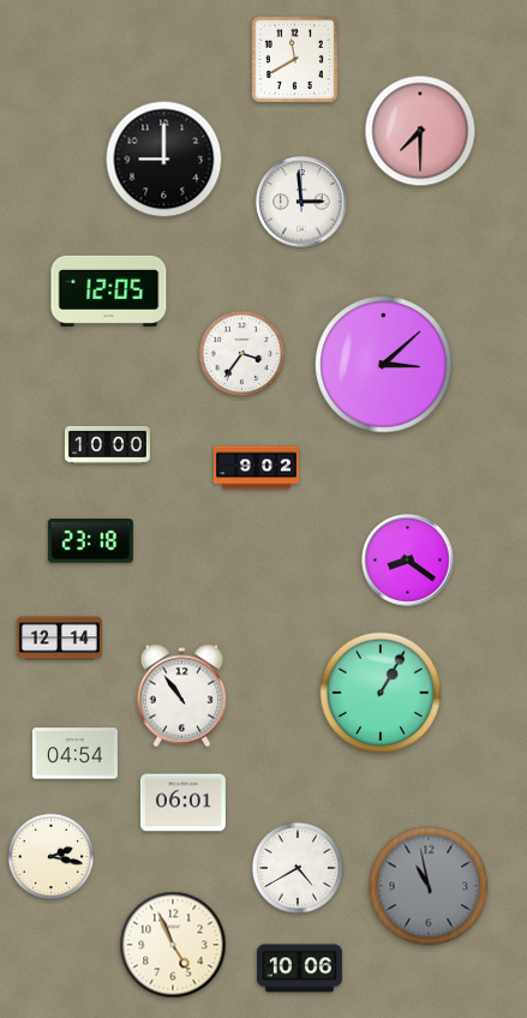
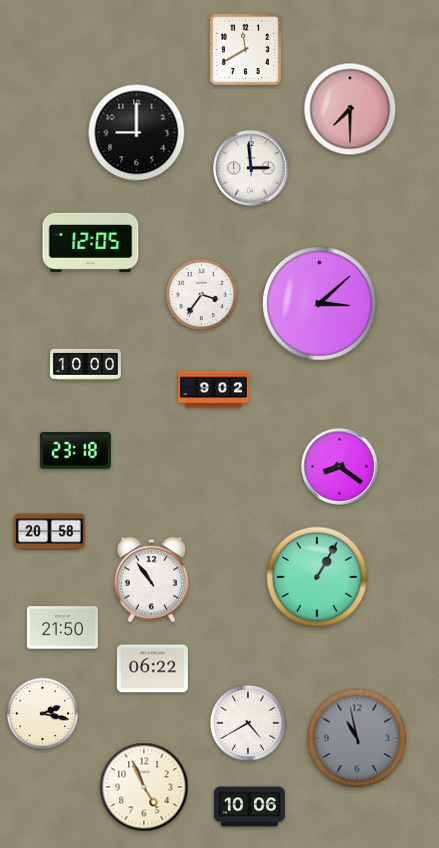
clock at (107, 444) position: (107, 444) -> (85, 364)
clock at (59, 639): 12:14 -> 20:58
clock at (74, 754): 04:54 -> 21:50
clock at (182, 803): 06:01 -> 06:22
